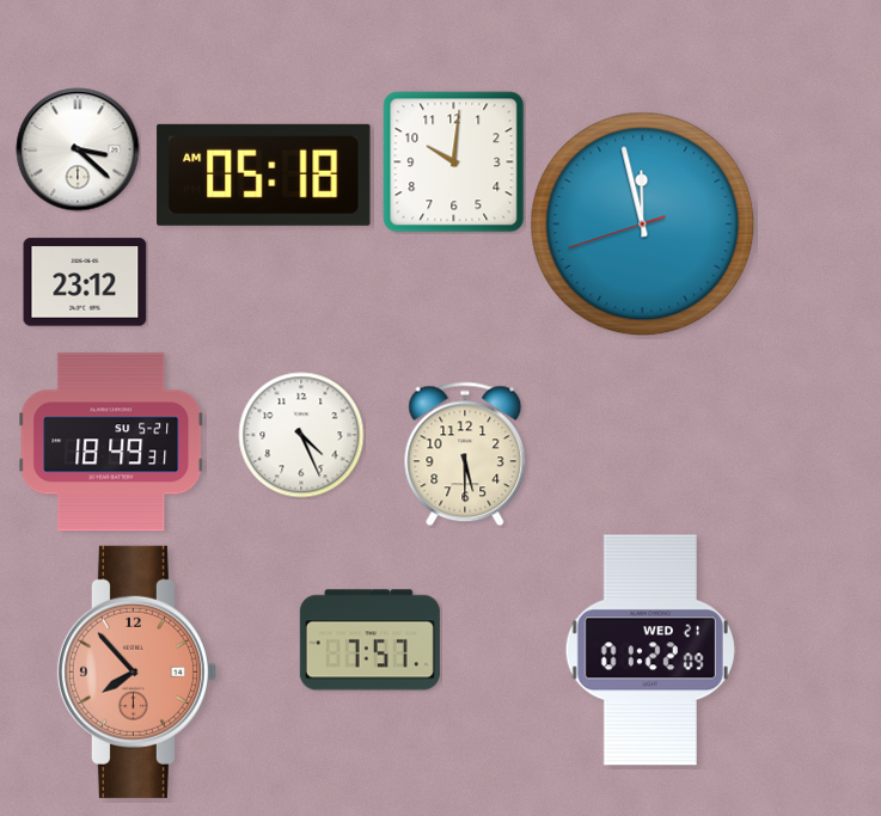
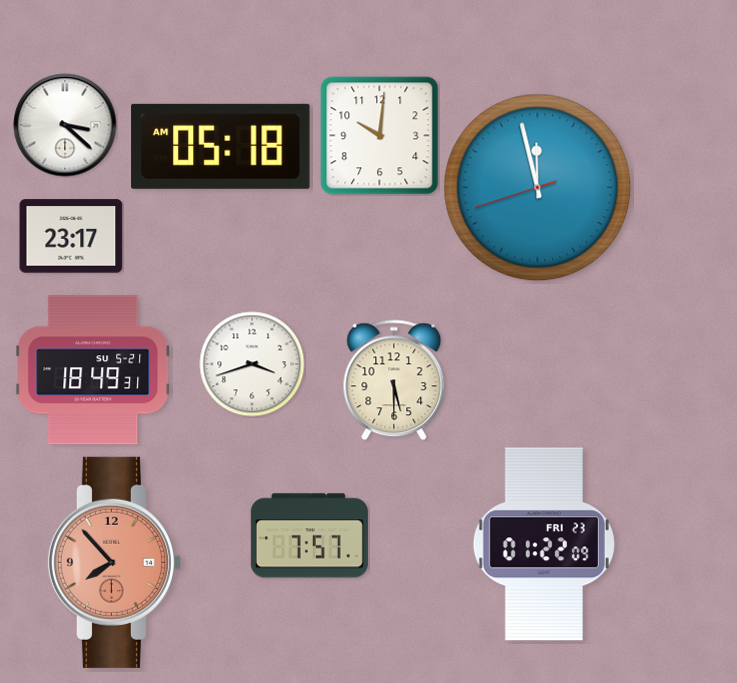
clock at (85, 282): 23:12 -> 23:17
clock at (301, 435): 4:26 -> 3:42
clock at (465, 454) position: (465, 454) -> (394, 380)
clock at (650, 650) date: WED 21 -> FRI 23
